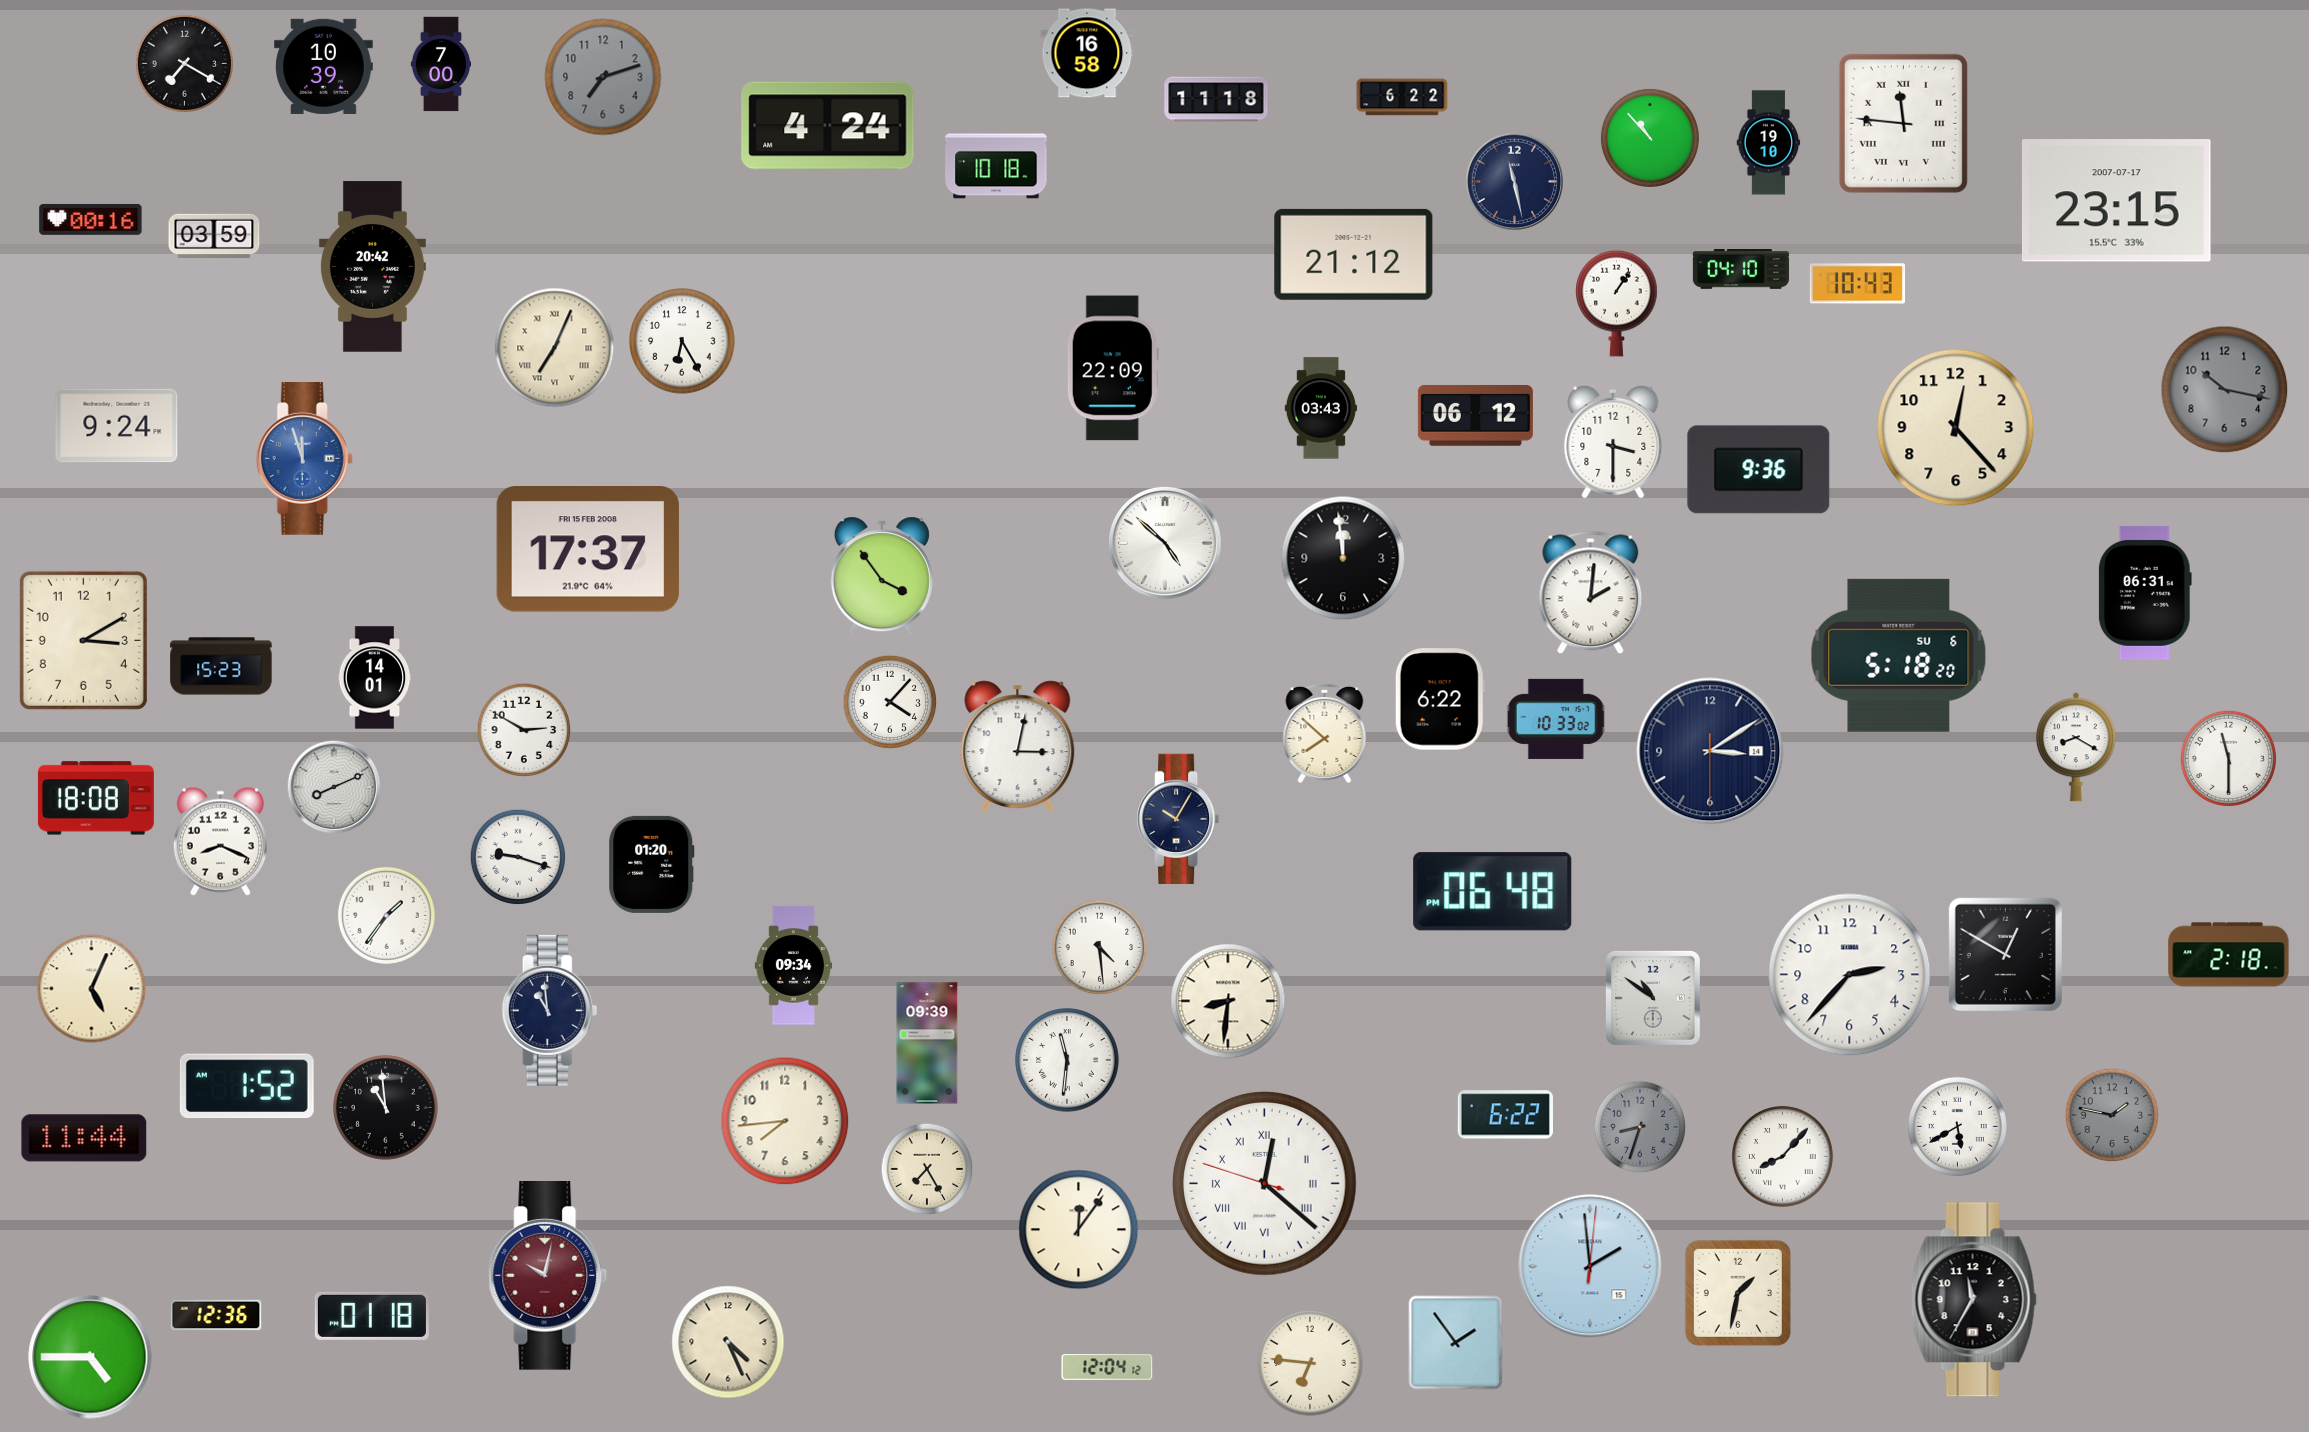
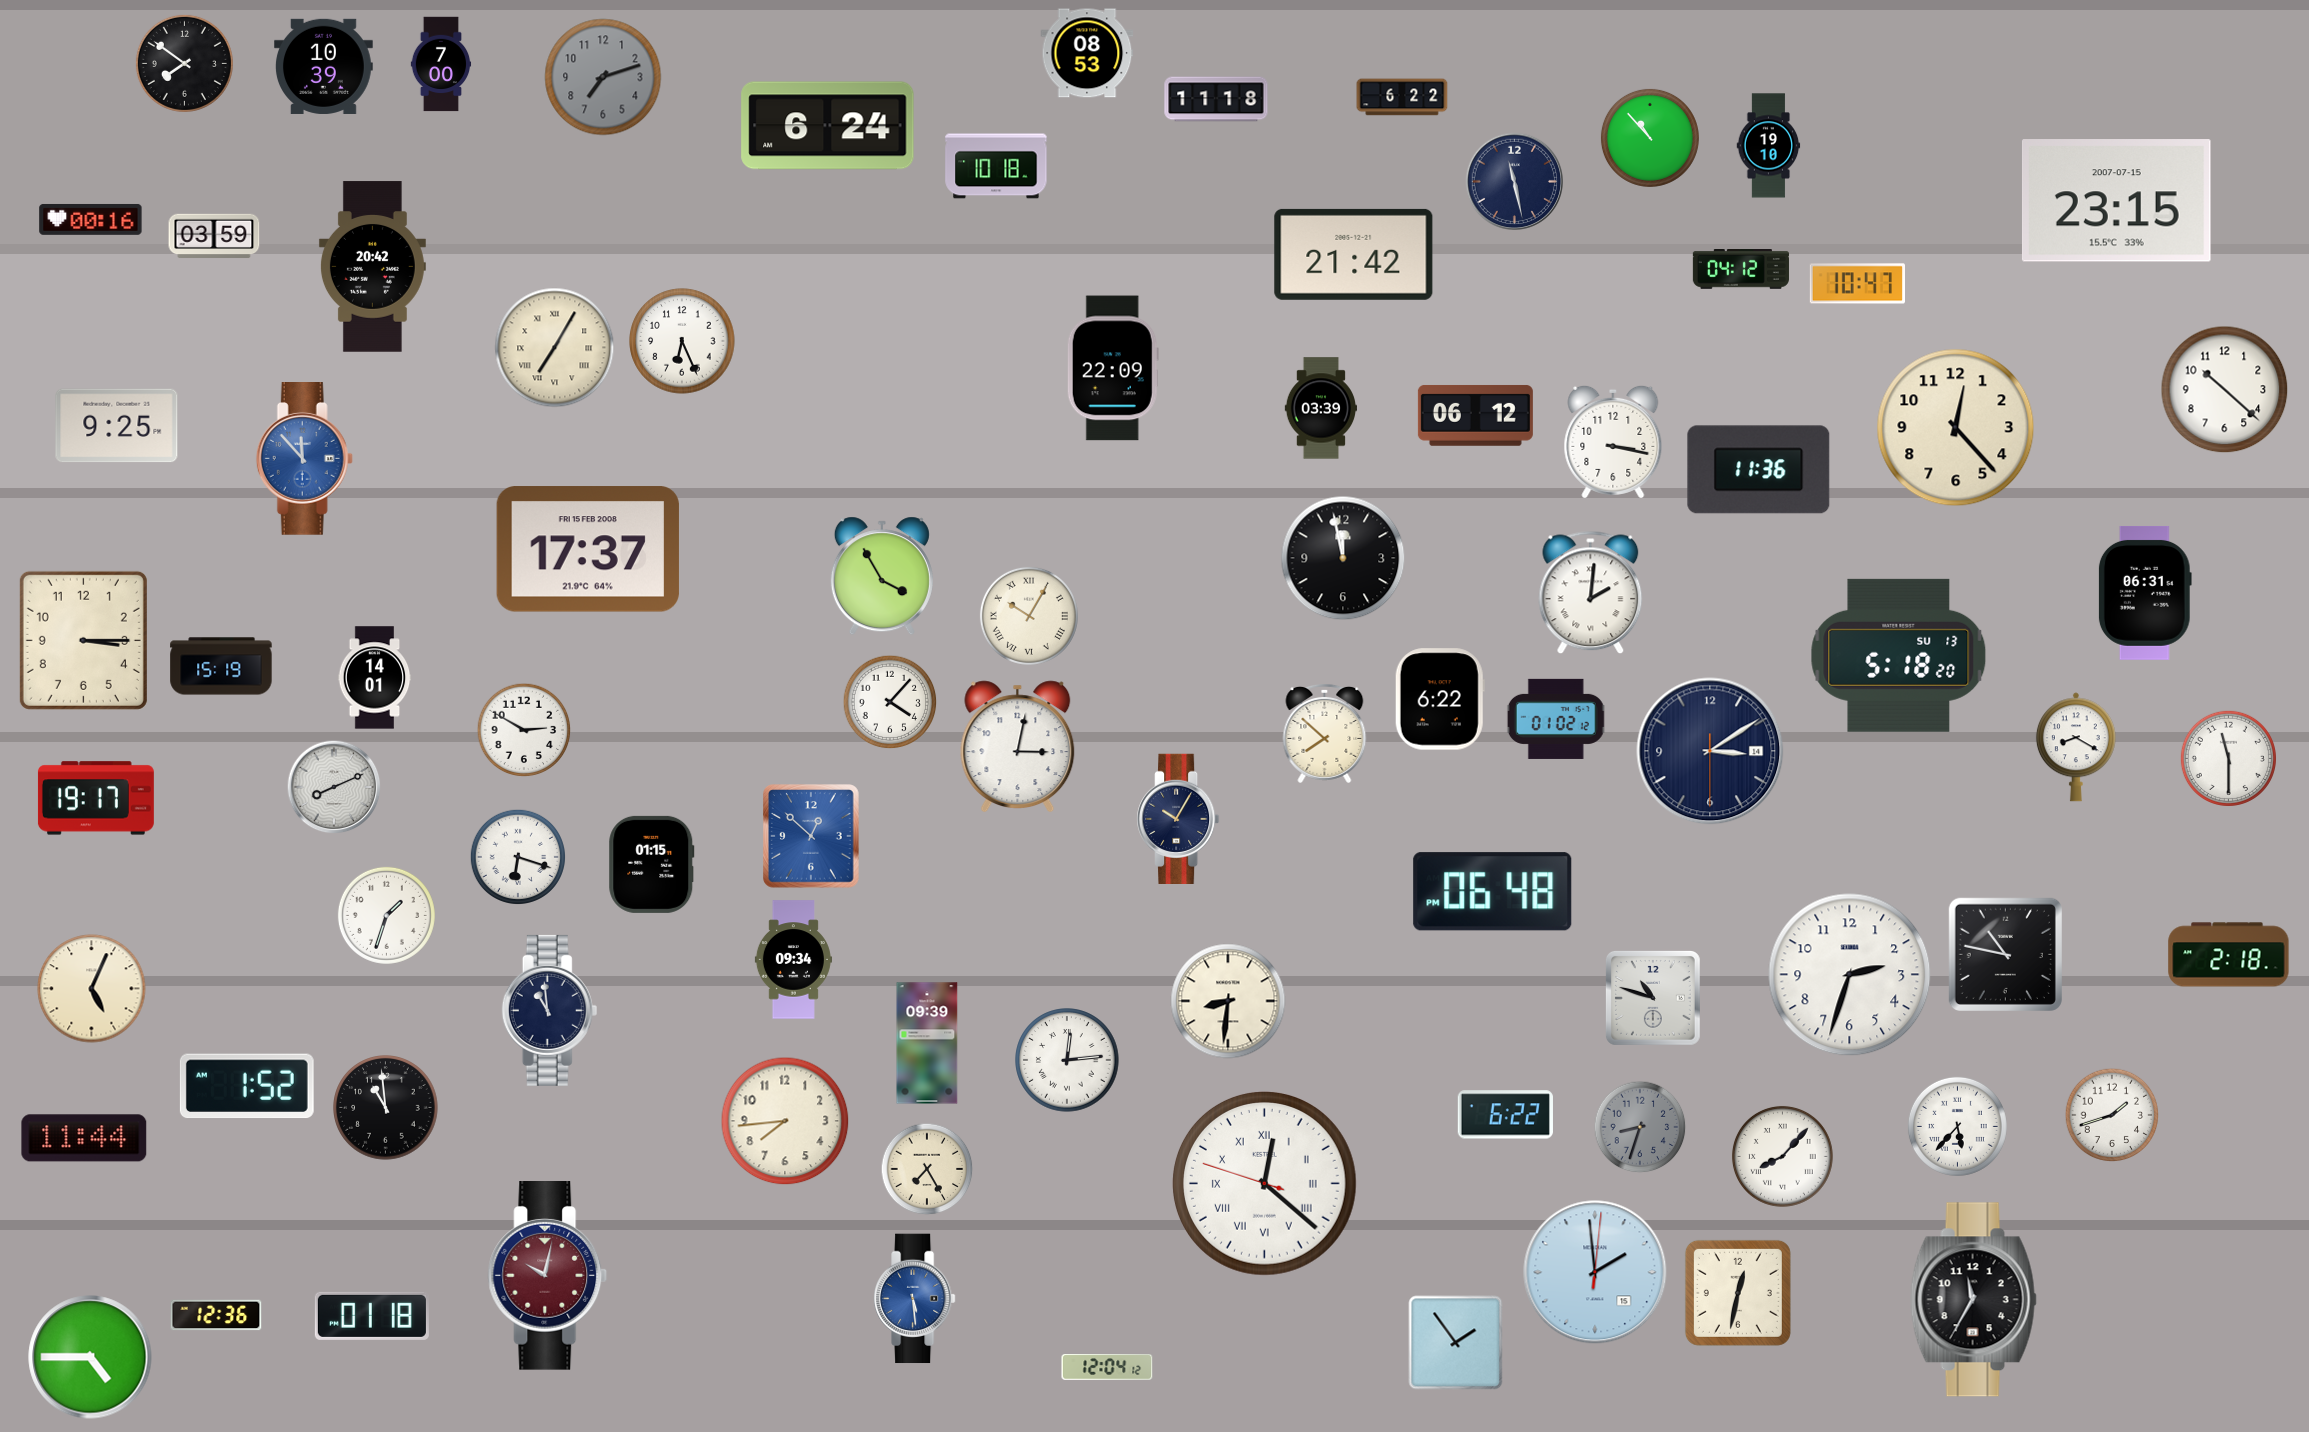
clock at (1087, 53): 16:58 -> 08:53
clock at (184, 63): 7:20 -> 7:51
clock at (1903, 123): 11:46 -> none
clock at (828, 126): 4:24 -> 6:24
clock at (1769, 143) position: (1769, 143) -> (1769, 146)
clock at (2116, 201) date: 2007-07-17 -> 2007-07-15
clock at (1354, 254): 21:12 -> 21:42
clock at (1741, 270): 04:10 -> 04:12
clock at (1857, 284): 10:43 -> 10:47
clock at (1617, 303): 1:06 -> none
clock at (682, 341): 6:25 -> 6:26
clock at (555, 348): 7:04 -> 7:05
clock at (2225, 390): 10:17 -> 10:22
clock at (2225, 390) dial: grey -> white
clock at (1320, 408): 03:43 -> 03:39
clock at (117, 426): 9:24 -> 9:25
clock at (1613, 442): 3:30 -> 3:17
clock at (304, 459): 11:57 -> 11:53
clock at (1759, 470): 9:36 -> 11:36
clock at (1165, 543): 4:52 -> none
clock at (1343, 558): 11:59 -> 11:58
clock at (882, 576): 3:54 -> 3:55
clock at (1029, 616): none -> 10:05
clock at (83, 640): 3:10 -> 3:15
clock at (1899, 655) date: SU 6 -> SU 13
clock at (221, 666): 15:23 -> 15:19
clock at (1556, 719): 10:33 -> 01:02
clock at (96, 798): 18:08 -> 19:17
clock at (812, 836): none -> 12:52
clock at (220, 841): 8:19 -> none
clock at (517, 856): 9:18 -> 6:18
clock at (652, 864): 01:20 -> 01:15
clock at (386, 915): 1:36 -> 1:33
clock at (1099, 947): 4:29 -> none
clock at (2005, 954): 12:50 -> 10:47
clock at (793, 966) position: (793, 966) -> (793, 960)
clock at (1850, 975): 2:37 -> 2:33
clock at (1653, 998): 10:51 -> 10:48
clock at (1067, 1060): 11:31 -> 12:14
clock at (2112, 1115): 1:47 -> 1:42
clock at (2112, 1115) dial: grey -> white
clock at (1957, 1126): 5:40 -> 5:37
clock at (1079, 1230): 12:06 -> none
clock at (1590, 1266) position: (1590, 1266) -> (1595, 1272)
clock at (1738, 1293): 1:32 -> 12:32
clock at (915, 1299): none -> 5:29
clock at (728, 1342): 4:26 -> none
clock at (1310, 1363): 6:46 -> none
